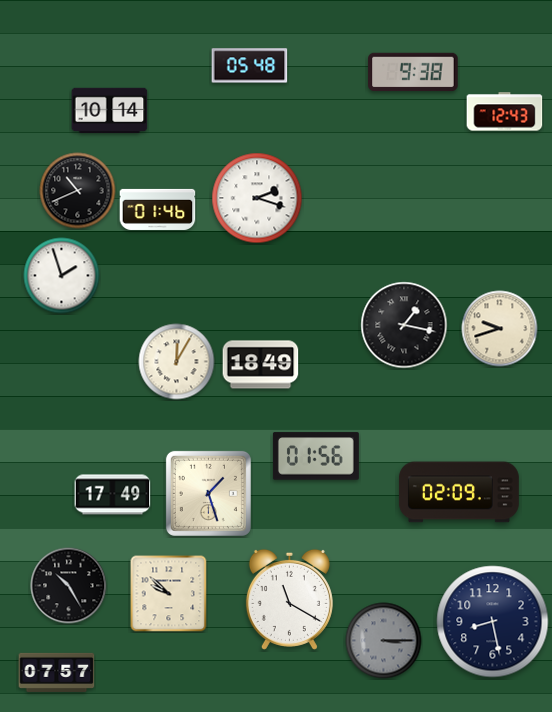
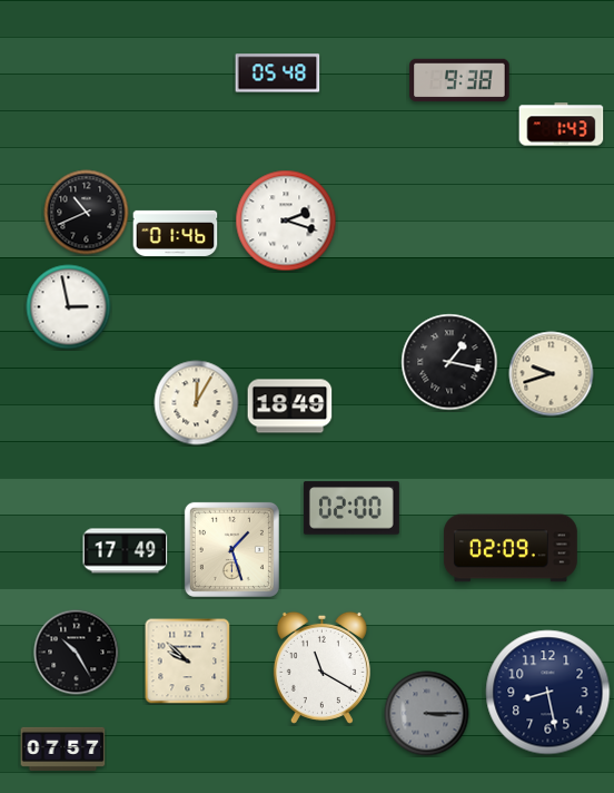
clock at (110, 111): 10:14 -> none
clock at (505, 112): 12:43 -> 1:43
clock at (62, 276): 1:57 -> 2:58
clock at (500, 329) position: (500, 329) -> (552, 374)
clock at (316, 456): 01:56 -> 02:00
